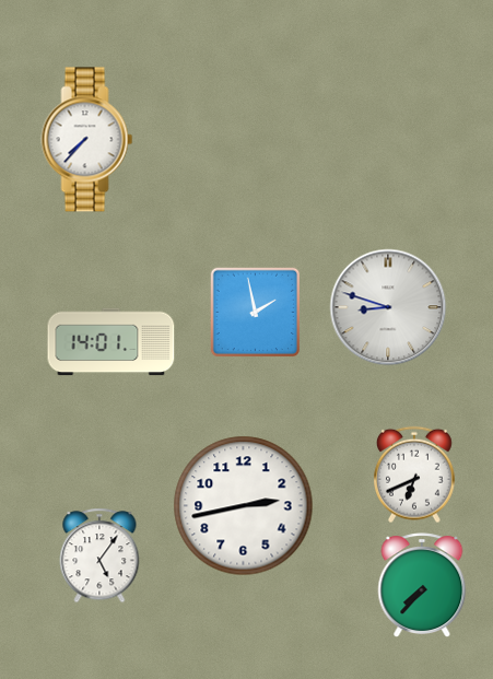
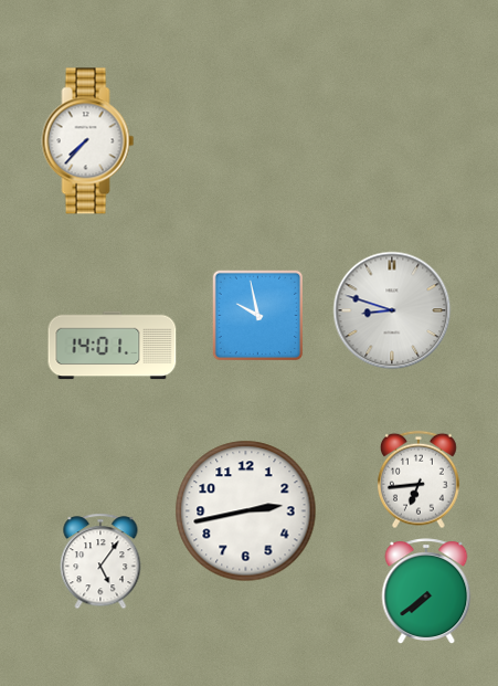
clock at (256, 313): 1:58 -> 9:58
clock at (415, 475): 6:41 -> 6:44
clock at (422, 585): 7:37 -> 7:39
